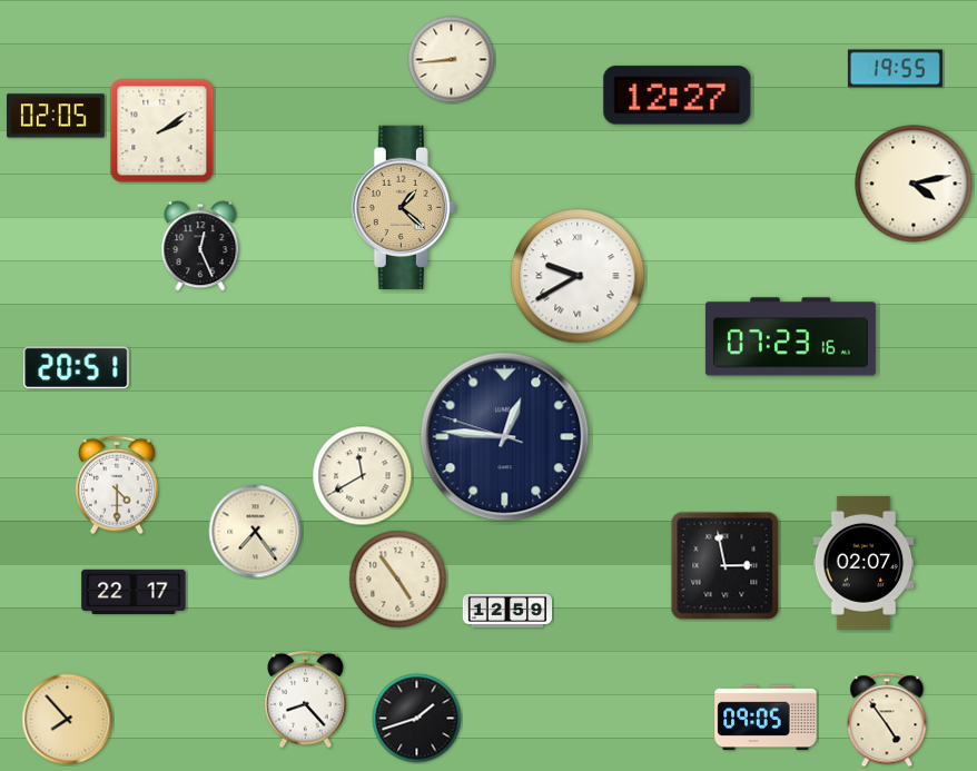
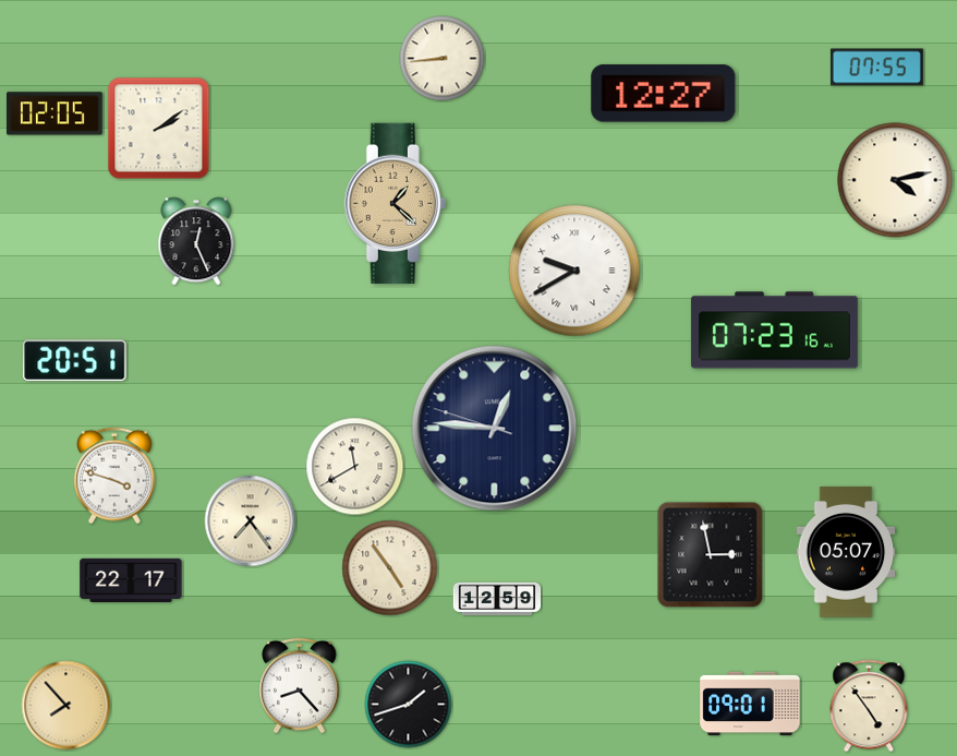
clock at (895, 69): 19:55 -> 07:55
clock at (578, 276) position: (578, 276) -> (574, 271)
clock at (117, 485): 4:30 -> 3:48
clock at (863, 563): 02:07 -> 05:07
clock at (766, 718): 09:05 -> 09:01
